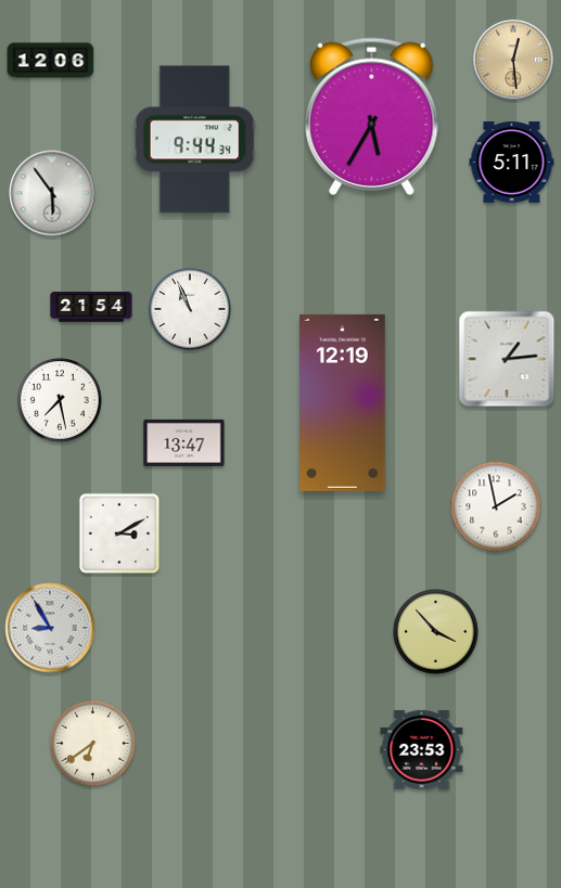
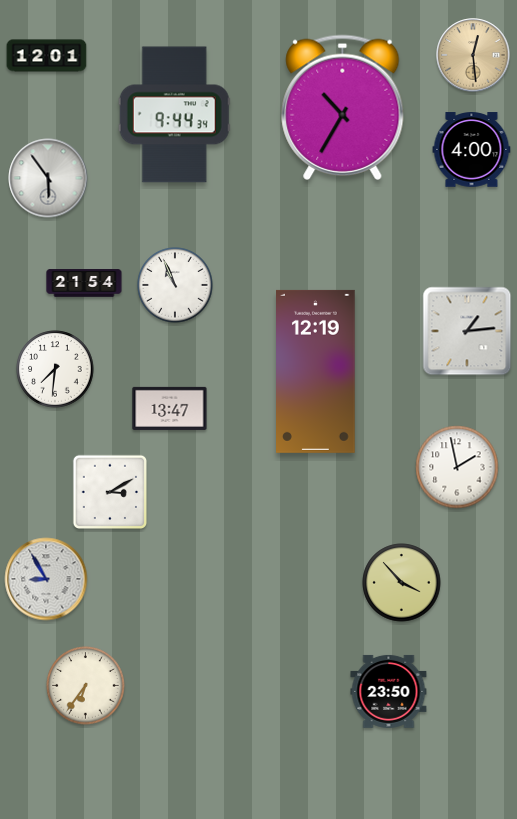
clock at (51, 61): 12:06 -> 12:01
clock at (372, 116): 5:35 -> 10:35
clock at (194, 140) position: (194, 140) -> (174, 115)
clock at (512, 163): 5:11 -> 4:00
clock at (60, 400): 7:28 -> 7:31
clock at (93, 744): 6:39 -> 6:36
clock at (422, 749): 23:53 -> 23:50
